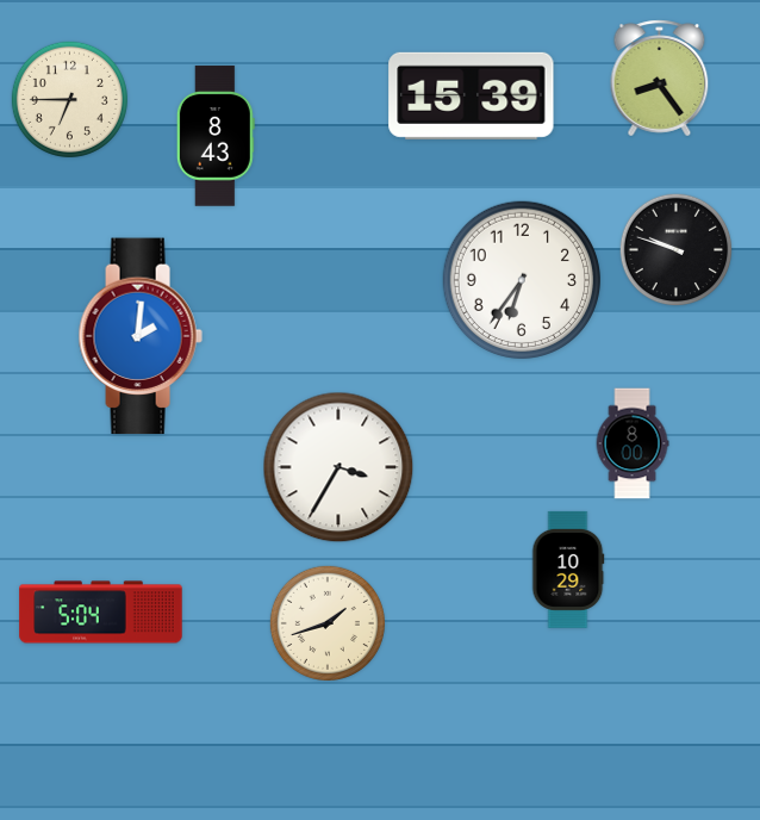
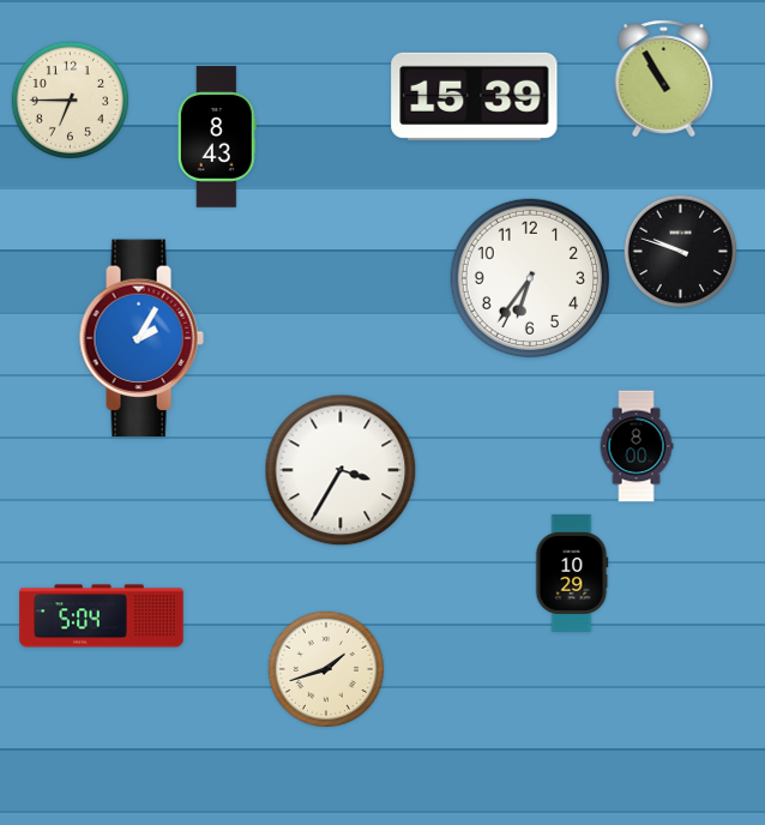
clock at (660, 79): 8:24 -> 10:55
clock at (522, 280) position: (522, 280) -> (530, 278)
clock at (141, 336): 2:01 -> 2:05
clock at (328, 623) position: (328, 623) -> (326, 669)
